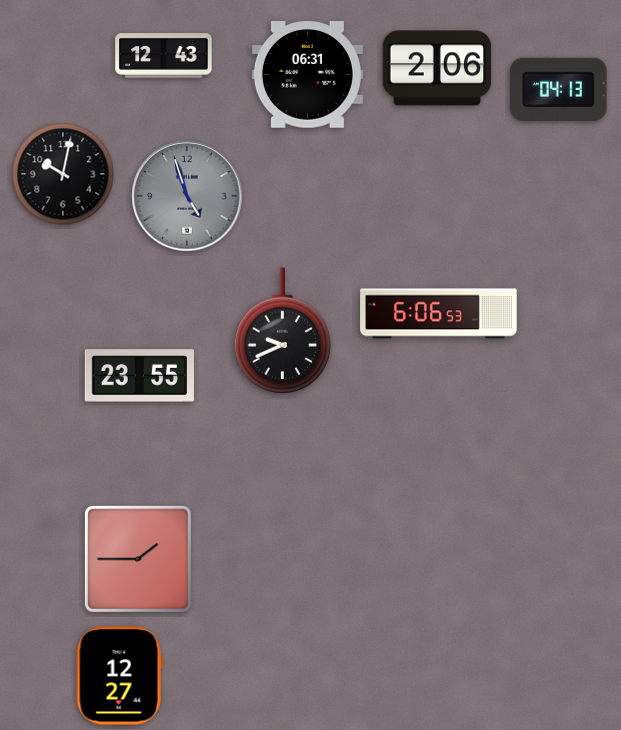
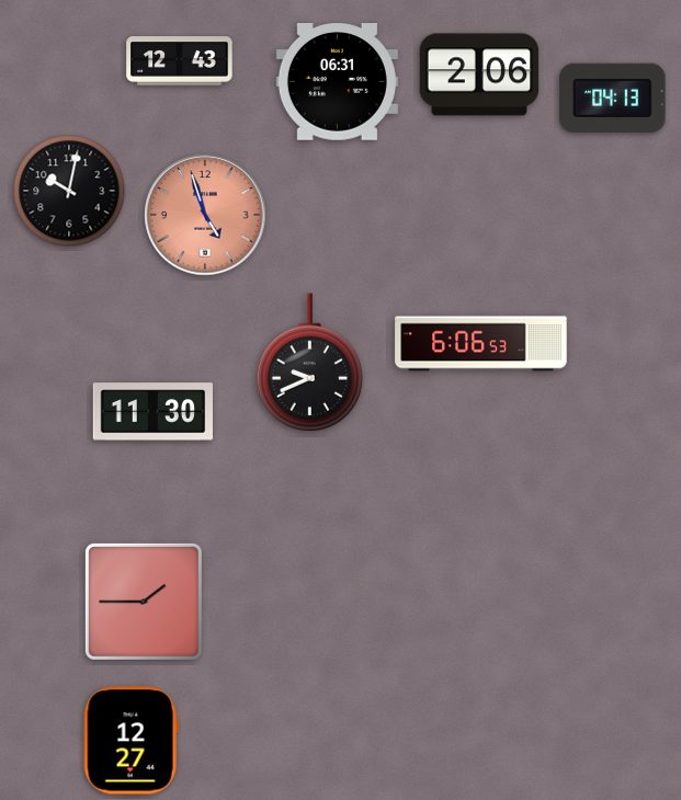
clock at (187, 196) dial: grey -> salmon
clock at (139, 376): 23:55 -> 11:30
clock at (138, 559) position: (138, 559) -> (144, 602)
